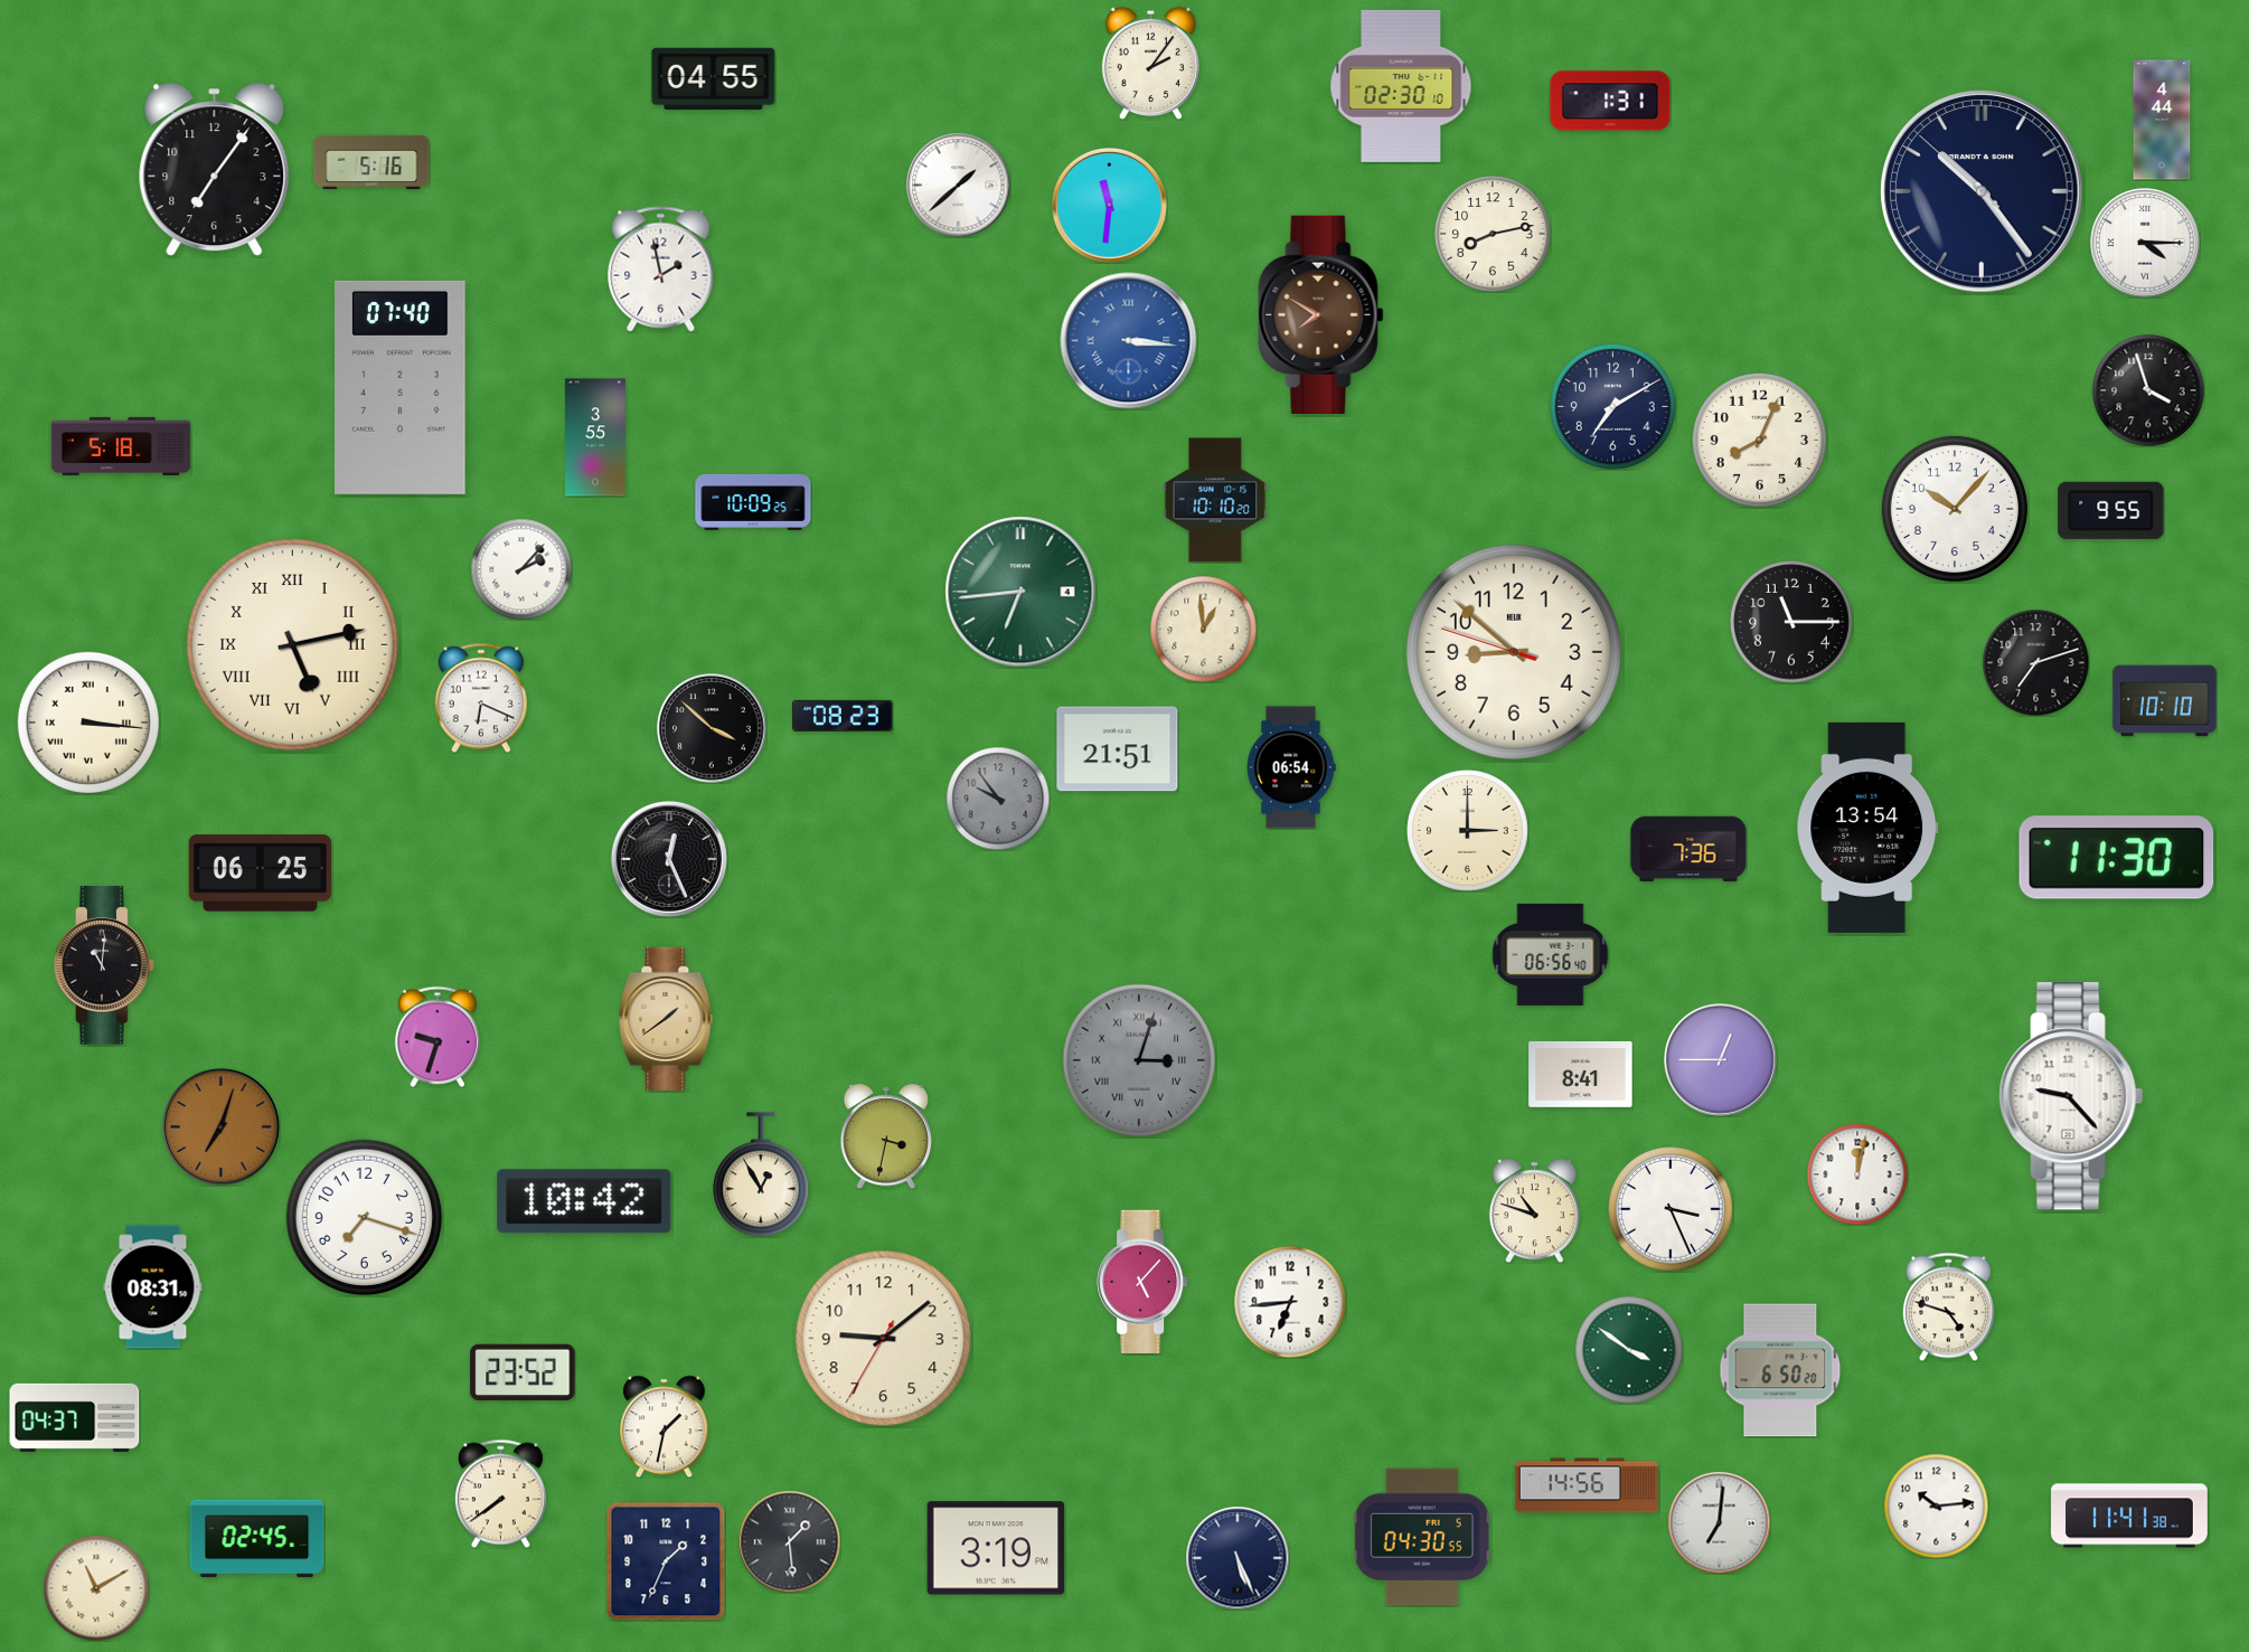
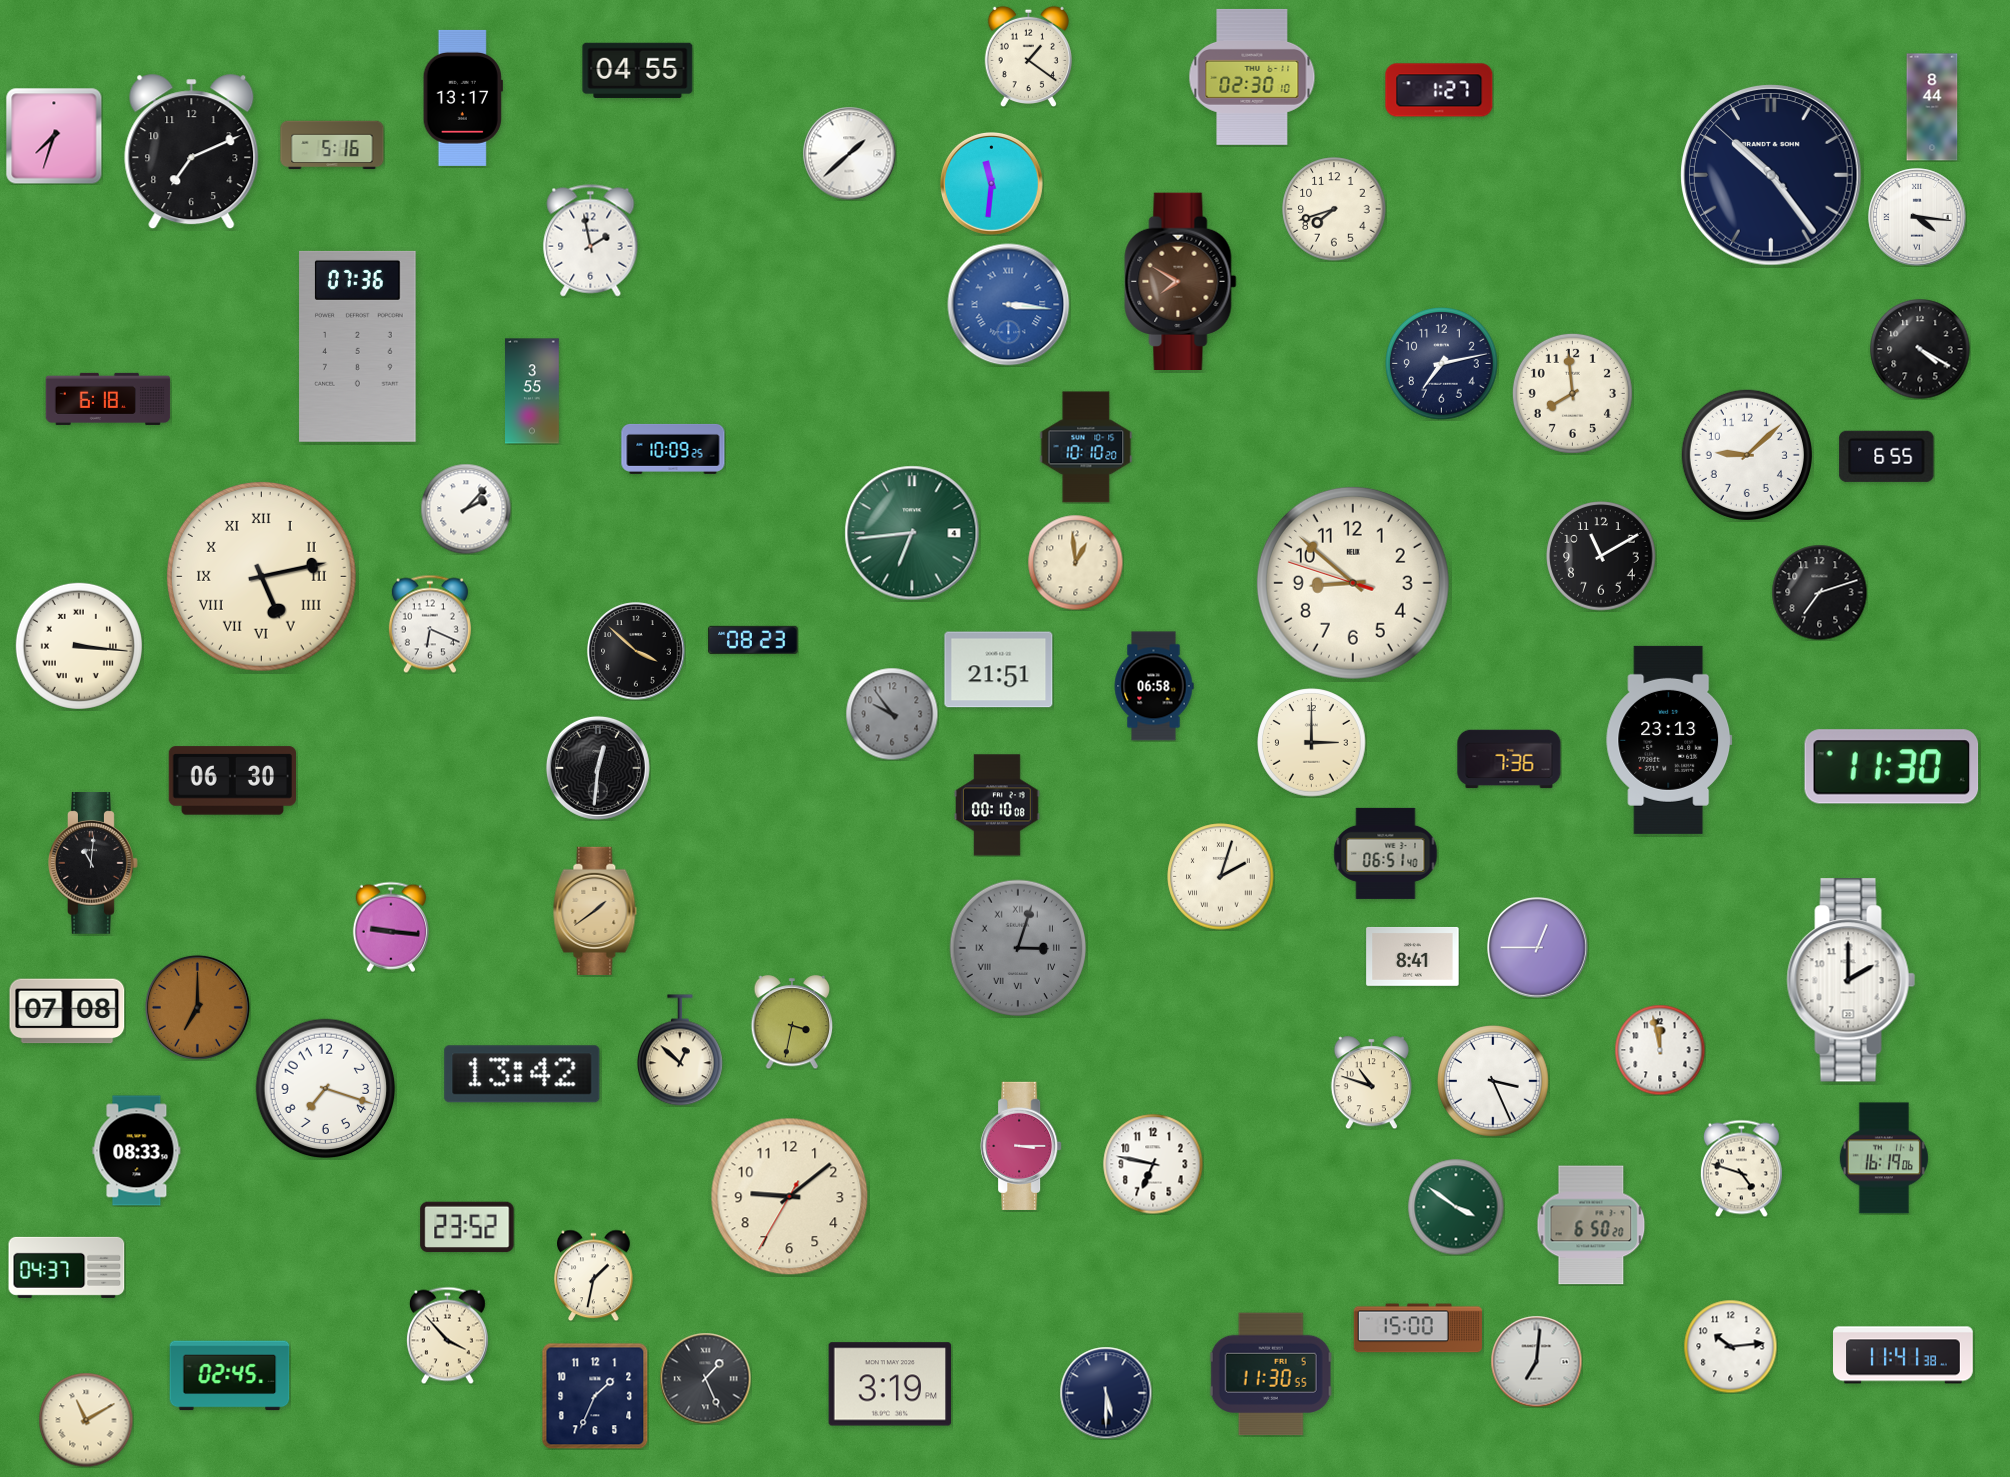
clock at (1150, 63): 2:06 -> 1:21
clock at (1610, 101): 1:31 -> 1:27
clock at (463, 98): none -> 13:17
clock at (2162, 120): 4:44 -> 8:44
clock at (54, 136): none -> 7:33
clock at (215, 170): 7:06 -> 7:11
clock at (958, 185) position: (958, 185) -> (849, 153)
clock at (1982, 191) position: (1982, 191) -> (1771, 175)
clock at (1493, 234): 8:13 -> 7:42
clock at (2145, 243): 4:15 -> 4:16
clock at (401, 387): 07:40 -> 07:36
clock at (2148, 390): 3:57 -> 4:20
clock at (1613, 407): 7:10 -> 7:13
clock at (1759, 440): 8:04 -> 7:59
clock at (121, 446): 5:18 -> 6:18
clock at (1955, 509): 10:07 -> 9:08
clock at (2111, 510): 9:55 -> 6:55
clock at (1020, 592) position: (1020, 592) -> (912, 533)
clock at (1791, 622): 11:15 -> 11:10
clock at (2165, 701): 10:10 -> none
clock at (1291, 767): 06:54 -> 06:58
clock at (1867, 828): 13:54 -> 23:13
clock at (669, 859): 12:26 -> 12:31
clock at (260, 874): 06:25 -> 06:30
clock at (998, 805): none -> 00:10
clock at (1551, 954): 06:56 -> 06:51
clock at (1221, 877): none -> 2:03
clock at (437, 1037): 9:33 -> 9:16
clock at (1581, 1074) position: (1581, 1074) -> (1413, 956)
clock at (2071, 1096): 9:23 -> 2:00
clock at (220, 1126): 7:03 -> 7:00
clock at (67, 1011): none -> 07:08
clock at (886, 1136) position: (886, 1136) -> (792, 1022)
clock at (761, 1174): 12:55 -> 12:52
clock at (1857, 1174): 12:02 -> 11:58
clock at (584, 1201): 10:42 -> 13:42
clock at (1142, 1282): 5:07 -> 3:15
clock at (153, 1287): 08:31 -> 08:33
clock at (1884, 1158): none -> 16:19
clock at (1290, 1302): 6:44 -> 6:47
clock at (1587, 1485): 14:56 -> 15:00
clock at (500, 1493): 7:39 -> 3:53
clock at (1422, 1537): 04:30 -> 11:30
clock at (789, 1541): 1:29 -> 1:26
clock at (1238, 1558): 5:26 -> 5:30
